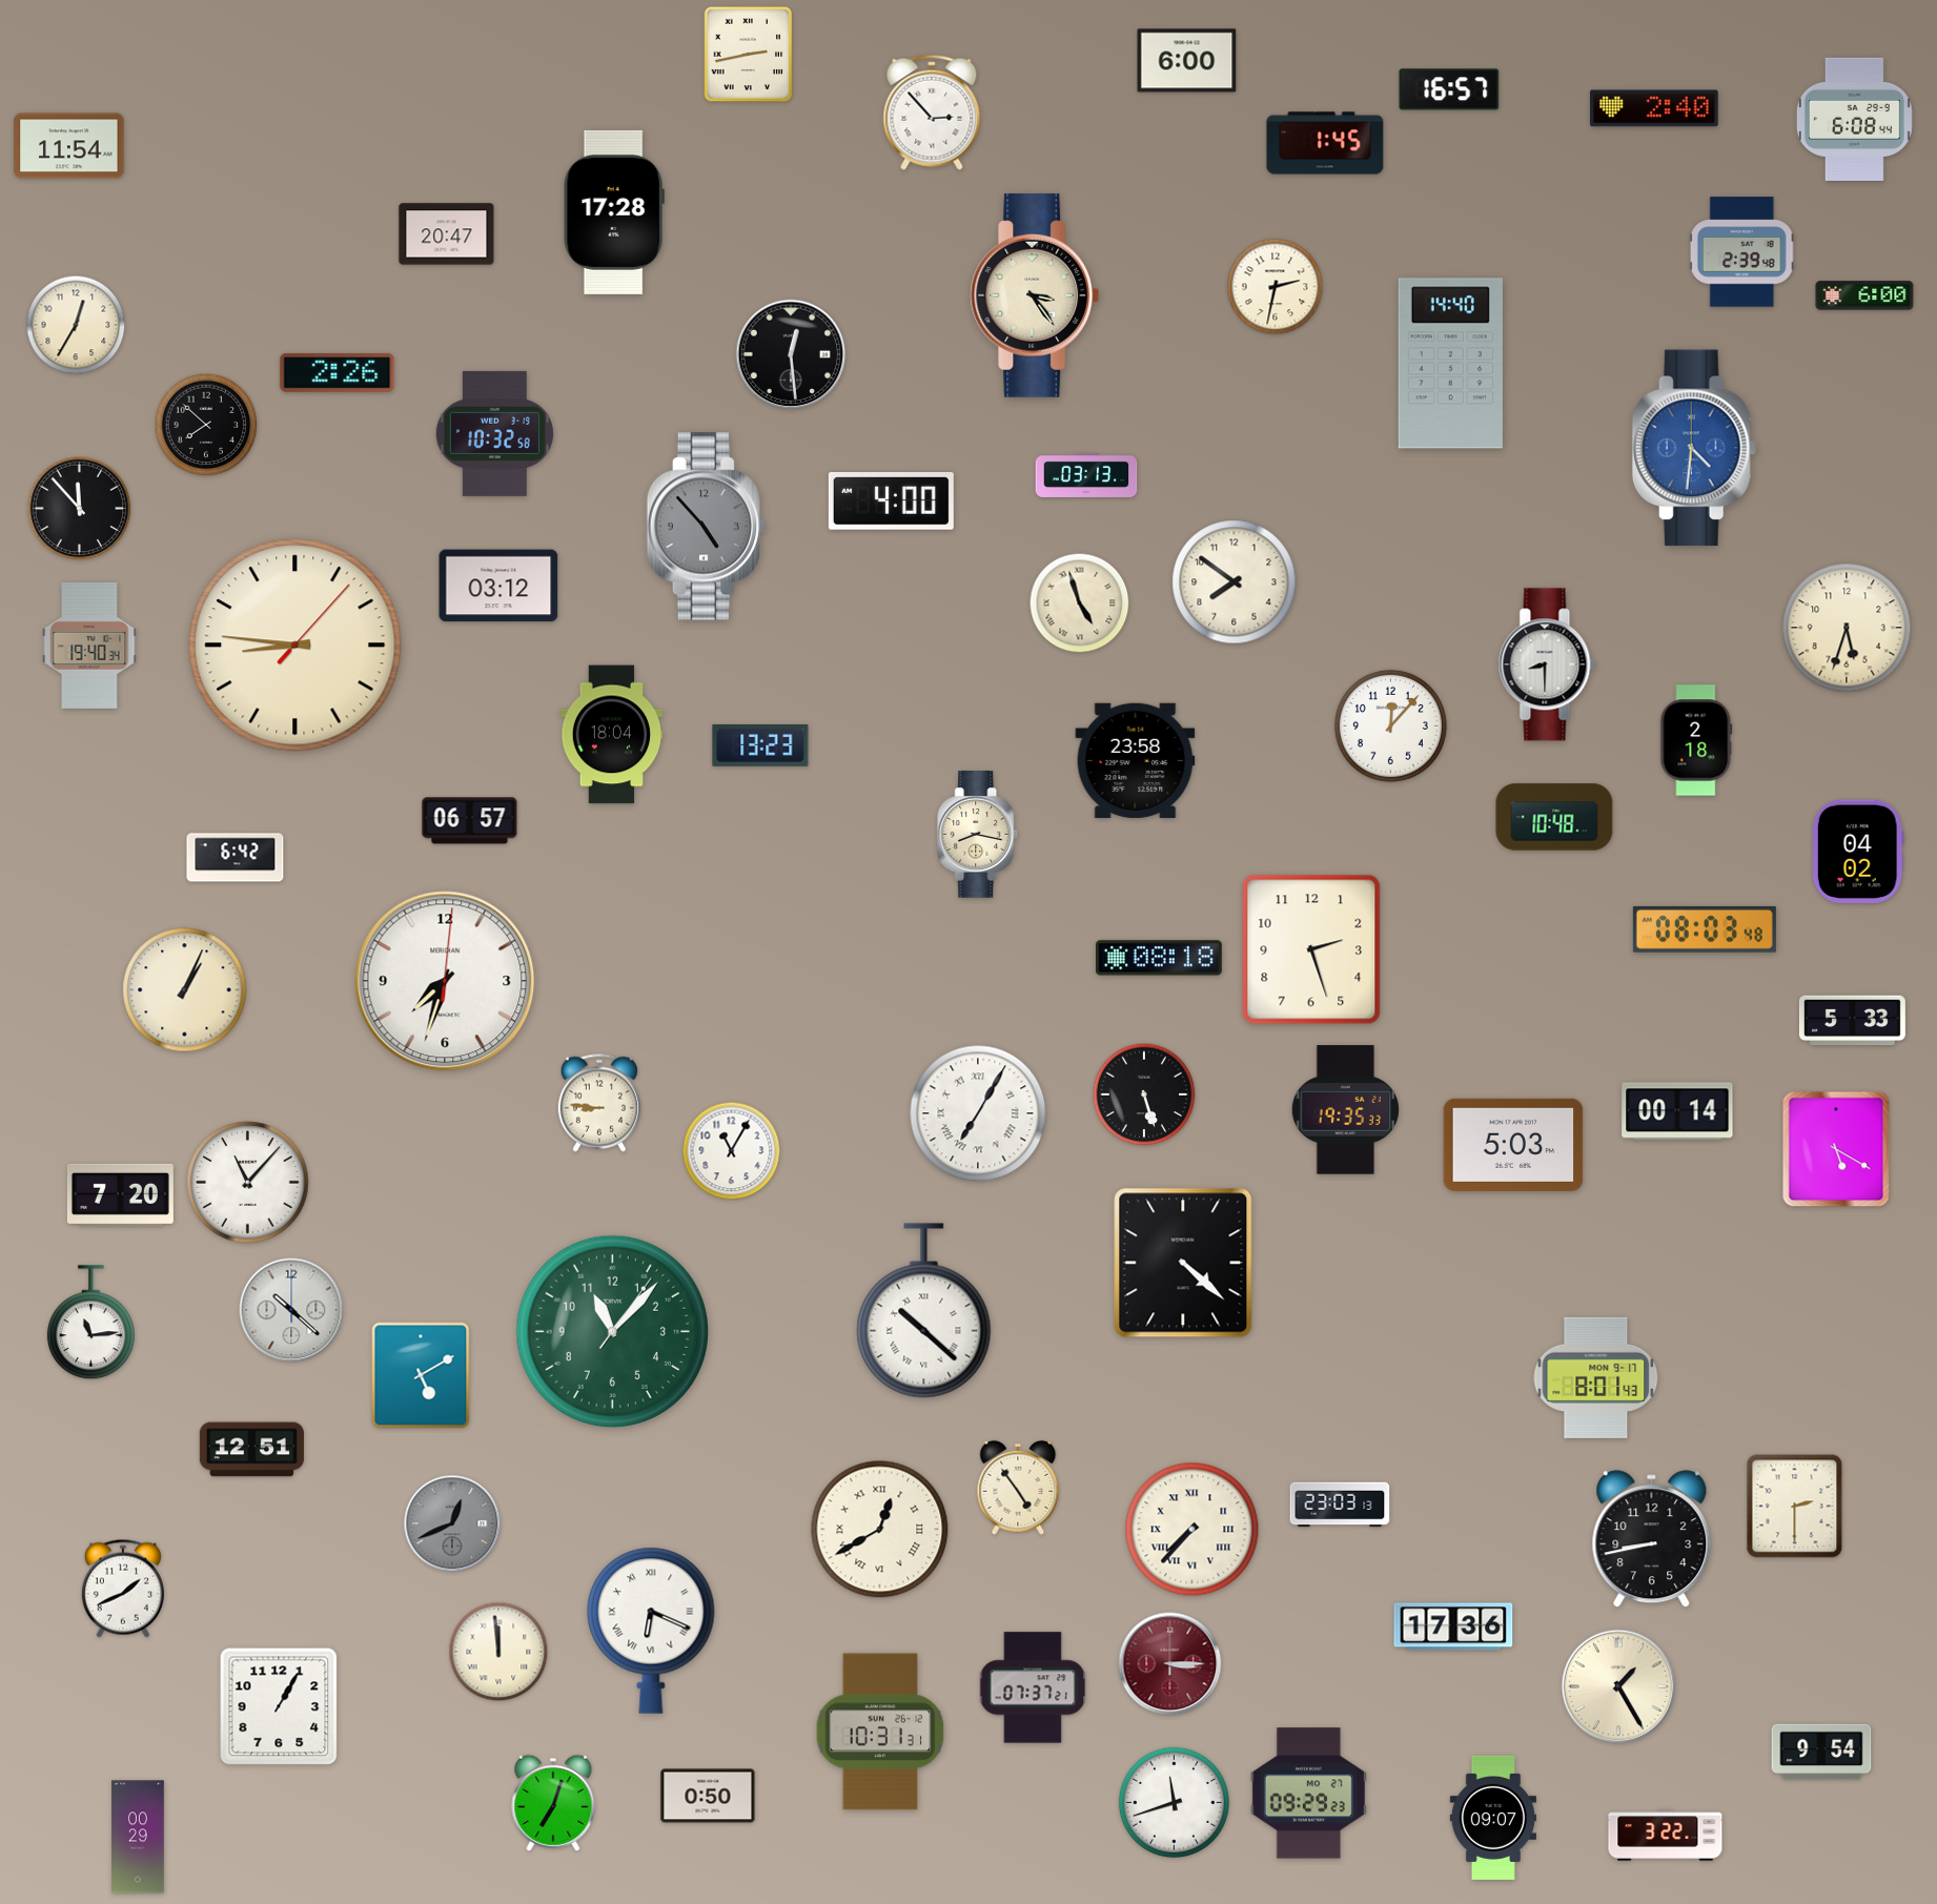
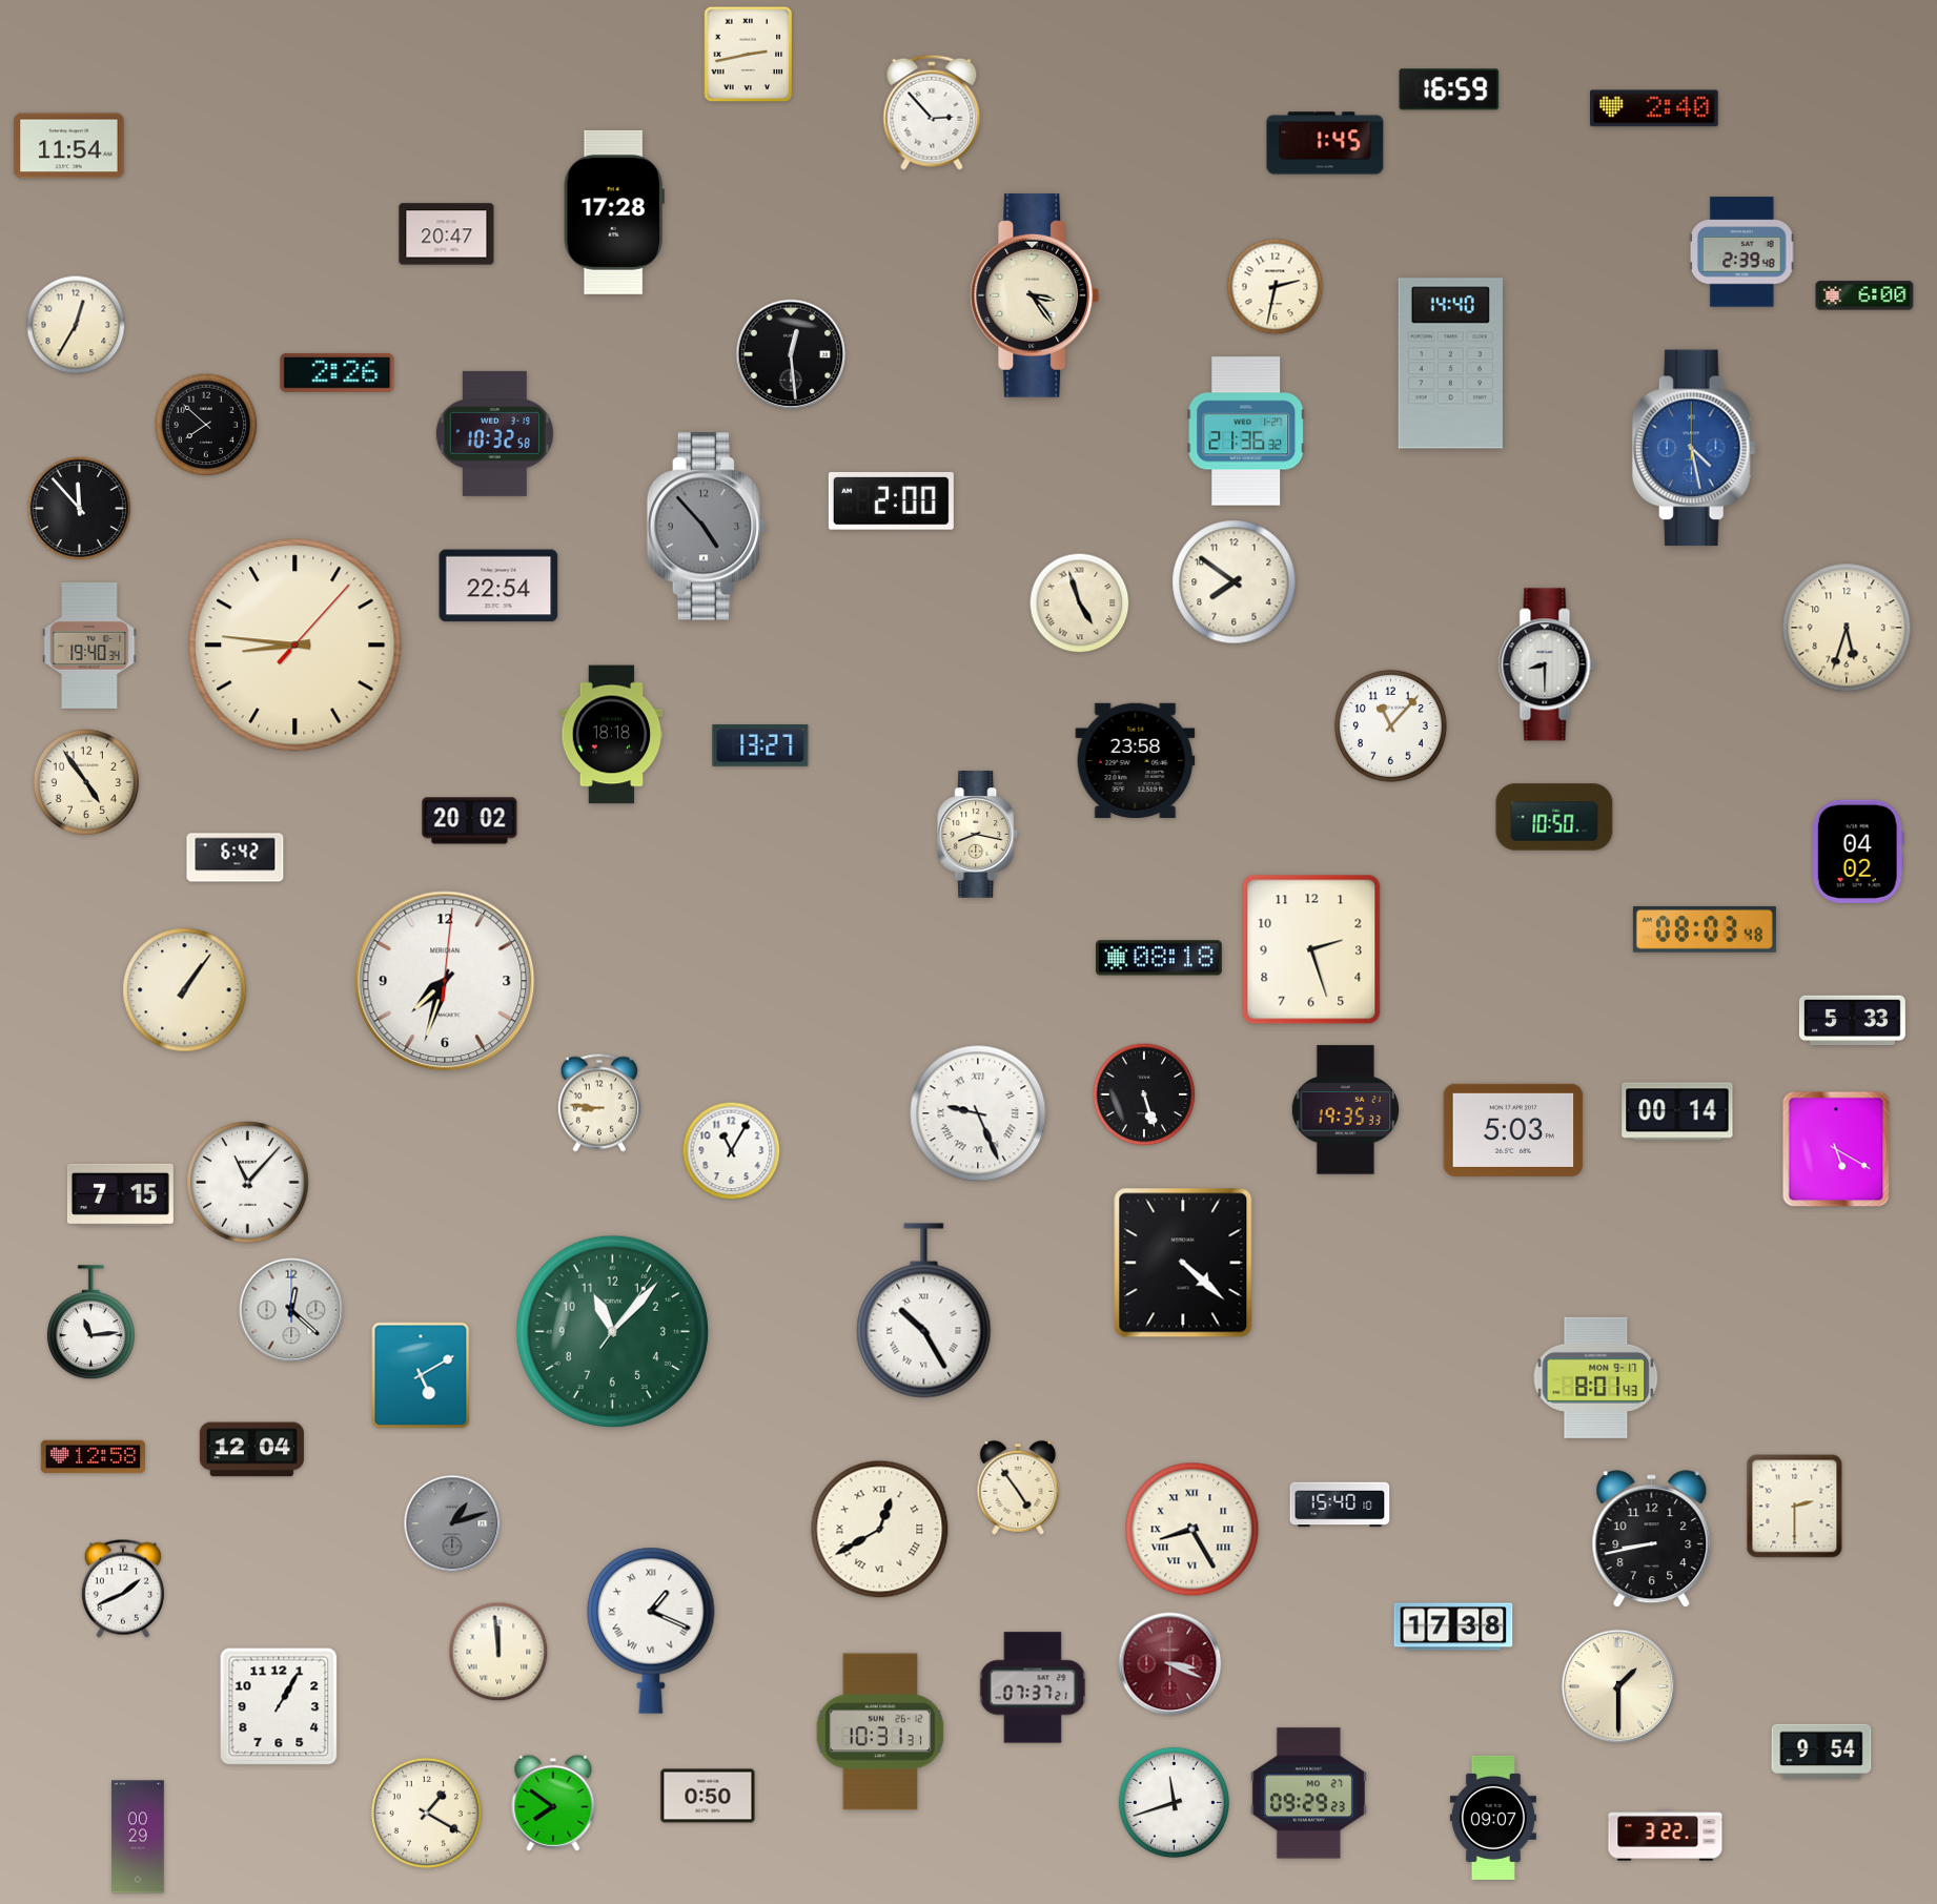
clock at (1187, 61): 6:00 -> none
clock at (1449, 89): 16:57 -> 16:59
clock at (1854, 119): 6:08 -> none
clock at (1246, 431): none -> 21:36
clock at (1694, 448): 4:31 -> 4:28
clock at (1086, 475): 03:13 -> none
clock at (891, 501): 4:00 -> 2:00
clock at (498, 586): 03:12 -> 22:54
clock at (1390, 725): 12:07 -> 11:07
clock at (612, 735): 18:04 -> 18:18
clock at (1696, 740): 2:18 -> none
clock at (760, 746): 13:23 -> 13:27
clock at (85, 781): none -> 4:54
clock at (1554, 817): 10:48 -> 10:50
clock at (470, 821): 06:57 -> 20:02
clock at (185, 990): 1:04 -> 1:06
clock at (978, 1113): 7:05 -> 9:26
clock at (1513, 1145) position: (1513, 1145) -> (1513, 1130)
clock at (120, 1194): 7:20 -> 7:15
clock at (291, 1310): 10:22 -> 12:22
clock at (924, 1311): 10:22 -> 10:25
clock at (251, 1450): 12:51 -> 12:04
clock at (93, 1457): none -> 12:58
clock at (1340, 1504): 23:03 -> 15:40
clock at (452, 1523): 12:41 -> 1:12
clock at (1192, 1530): 7:37 -> 8:25
clock at (1453, 1626): 17:36 -> 17:38
clock at (651, 1631): 6:19 -> 1:19
clock at (1170, 1664): 3:15 -> 3:19
clock at (1618, 1686): 1:25 -> 1:30
clock at (553, 1803): 7:03 -> 7:51
clock at (426, 1813): none -> 1:20
